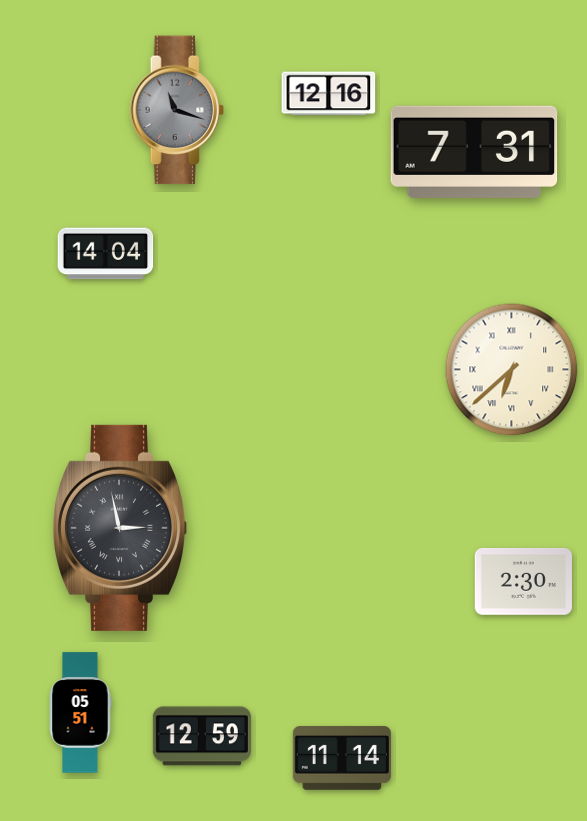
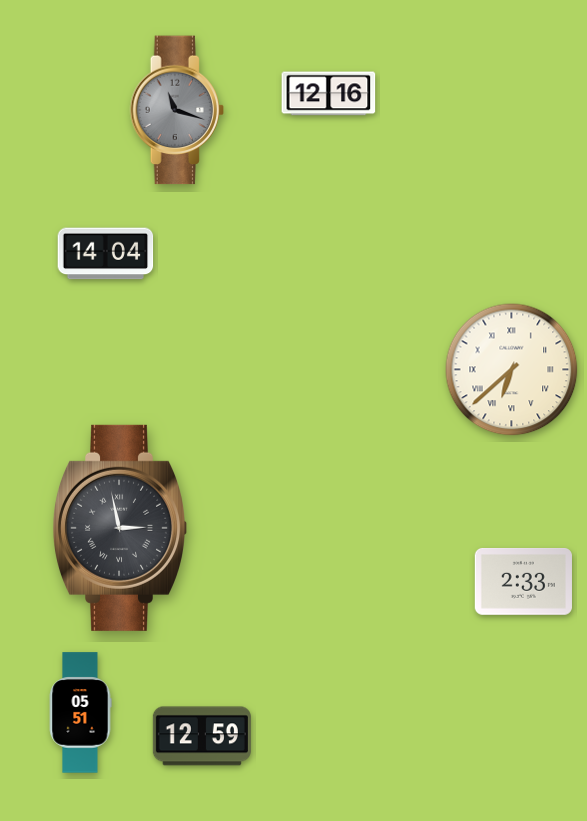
clock at (474, 152): 7:31 -> none
clock at (523, 581): 2:30 -> 2:33
clock at (342, 758): 11:14 -> none
